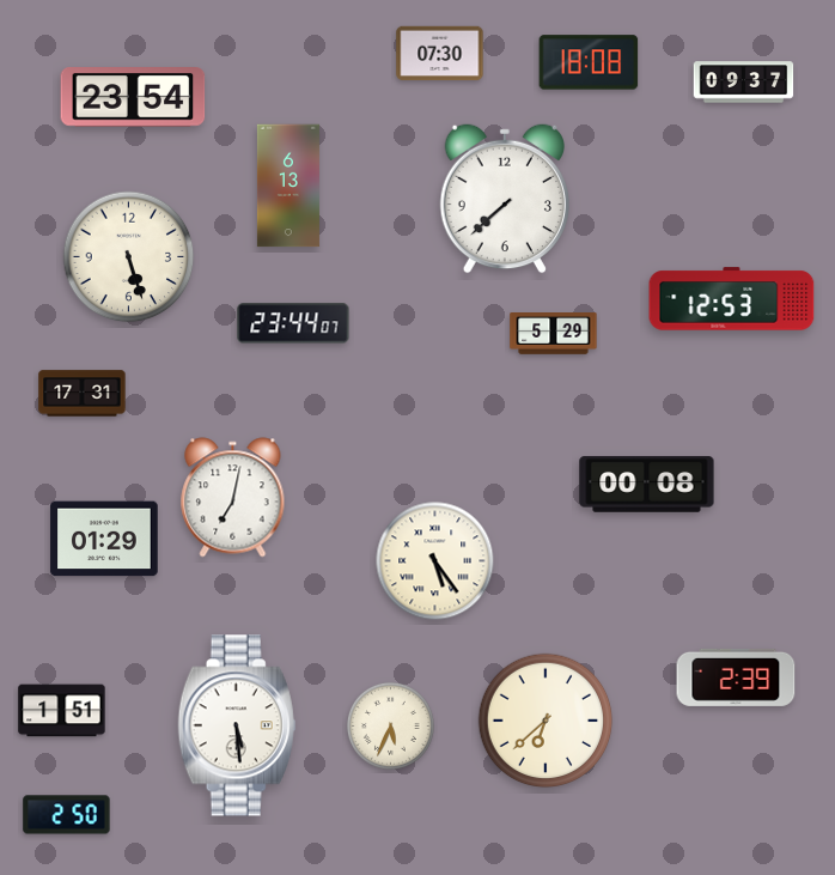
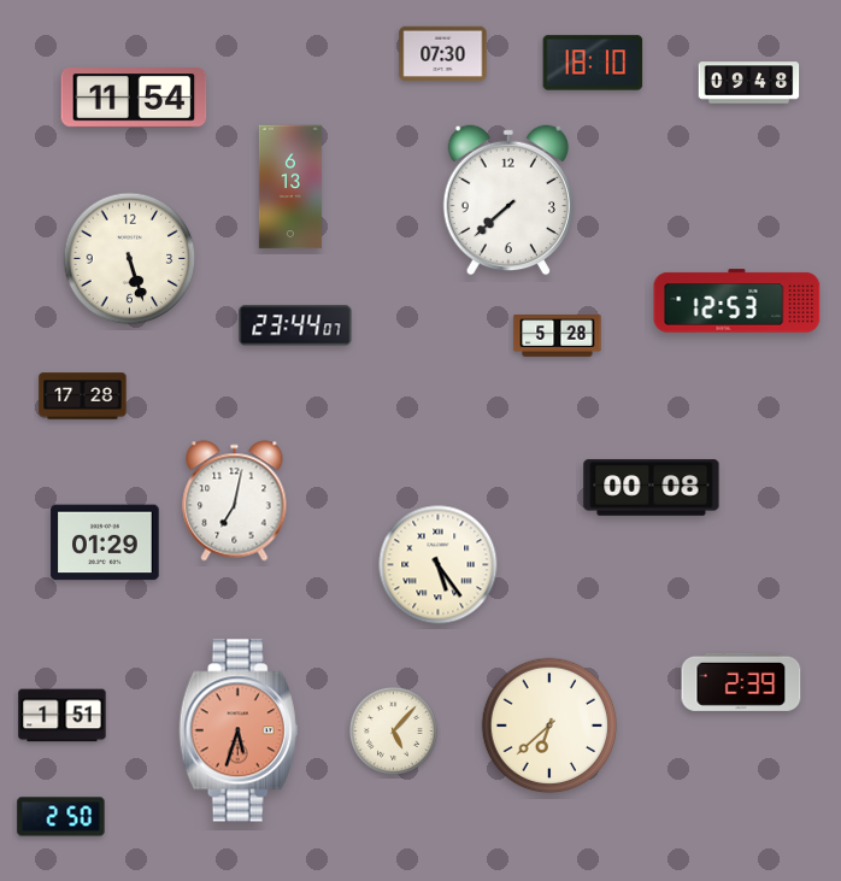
clock at (589, 62): 18:08 -> 18:10
clock at (744, 83): 09:37 -> 09:48
clock at (133, 98): 23:54 -> 11:54
clock at (554, 334): 5:29 -> 5:28
clock at (83, 394): 17:31 -> 17:28
clock at (237, 725): 5:29 -> 5:33
clock at (237, 725) dial: white -> salmon
clock at (390, 725): 5:34 -> 5:07
clock at (67, 815) position: (67, 815) -> (61, 817)
